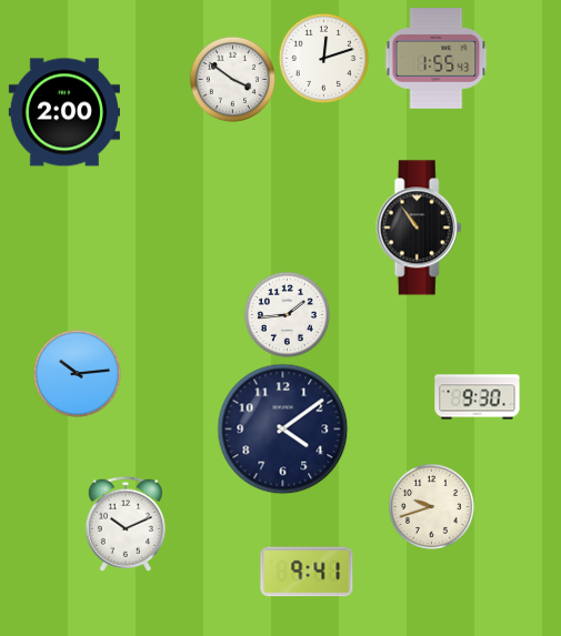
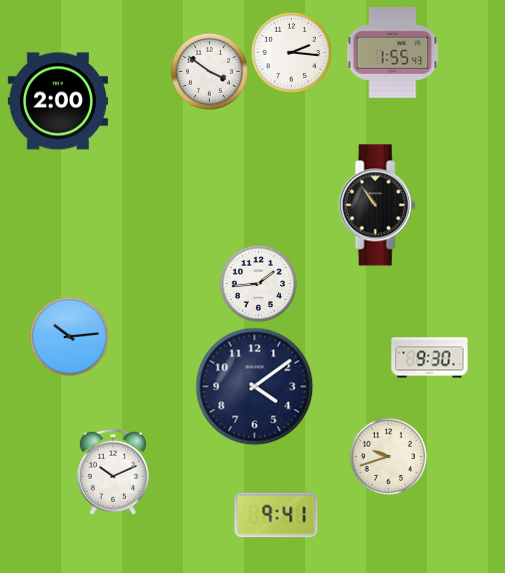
clock at (323, 58): 12:12 -> 2:16
